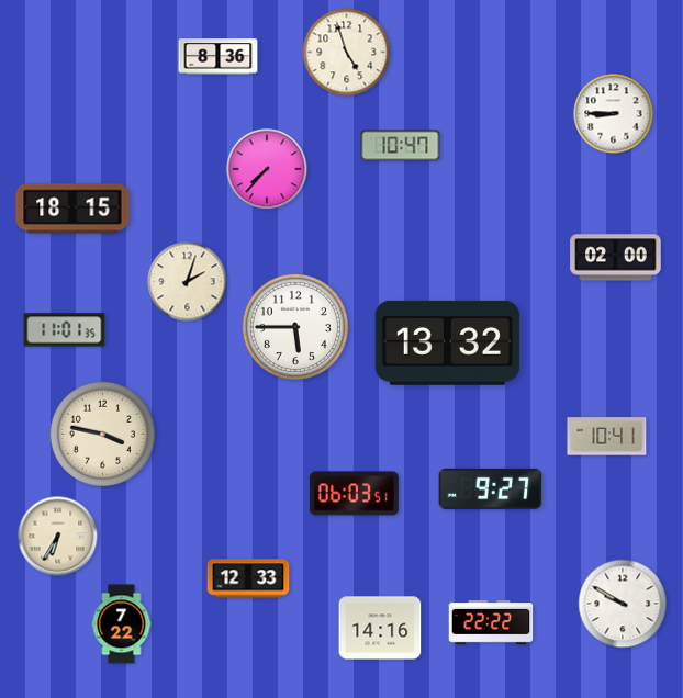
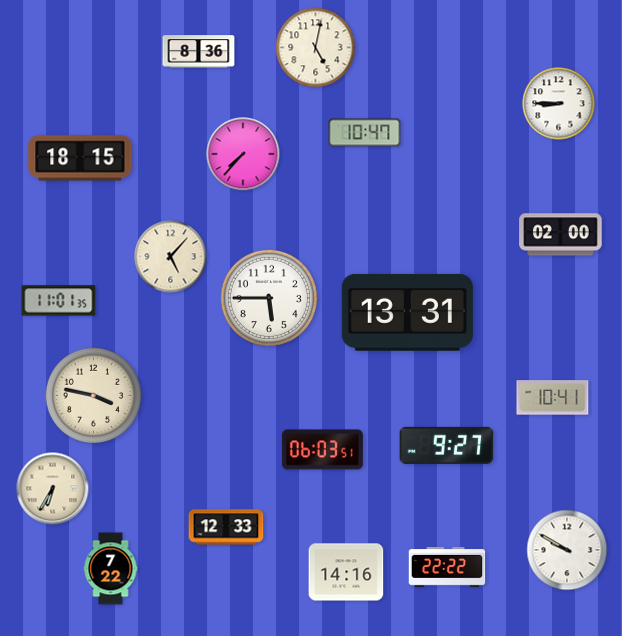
clock at (347, 53): 4:57 -> 5:02
clock at (72, 209) position: (72, 209) -> (80, 158)
clock at (188, 282): 2:03 -> 5:07
clock at (447, 342): 13:32 -> 13:31
